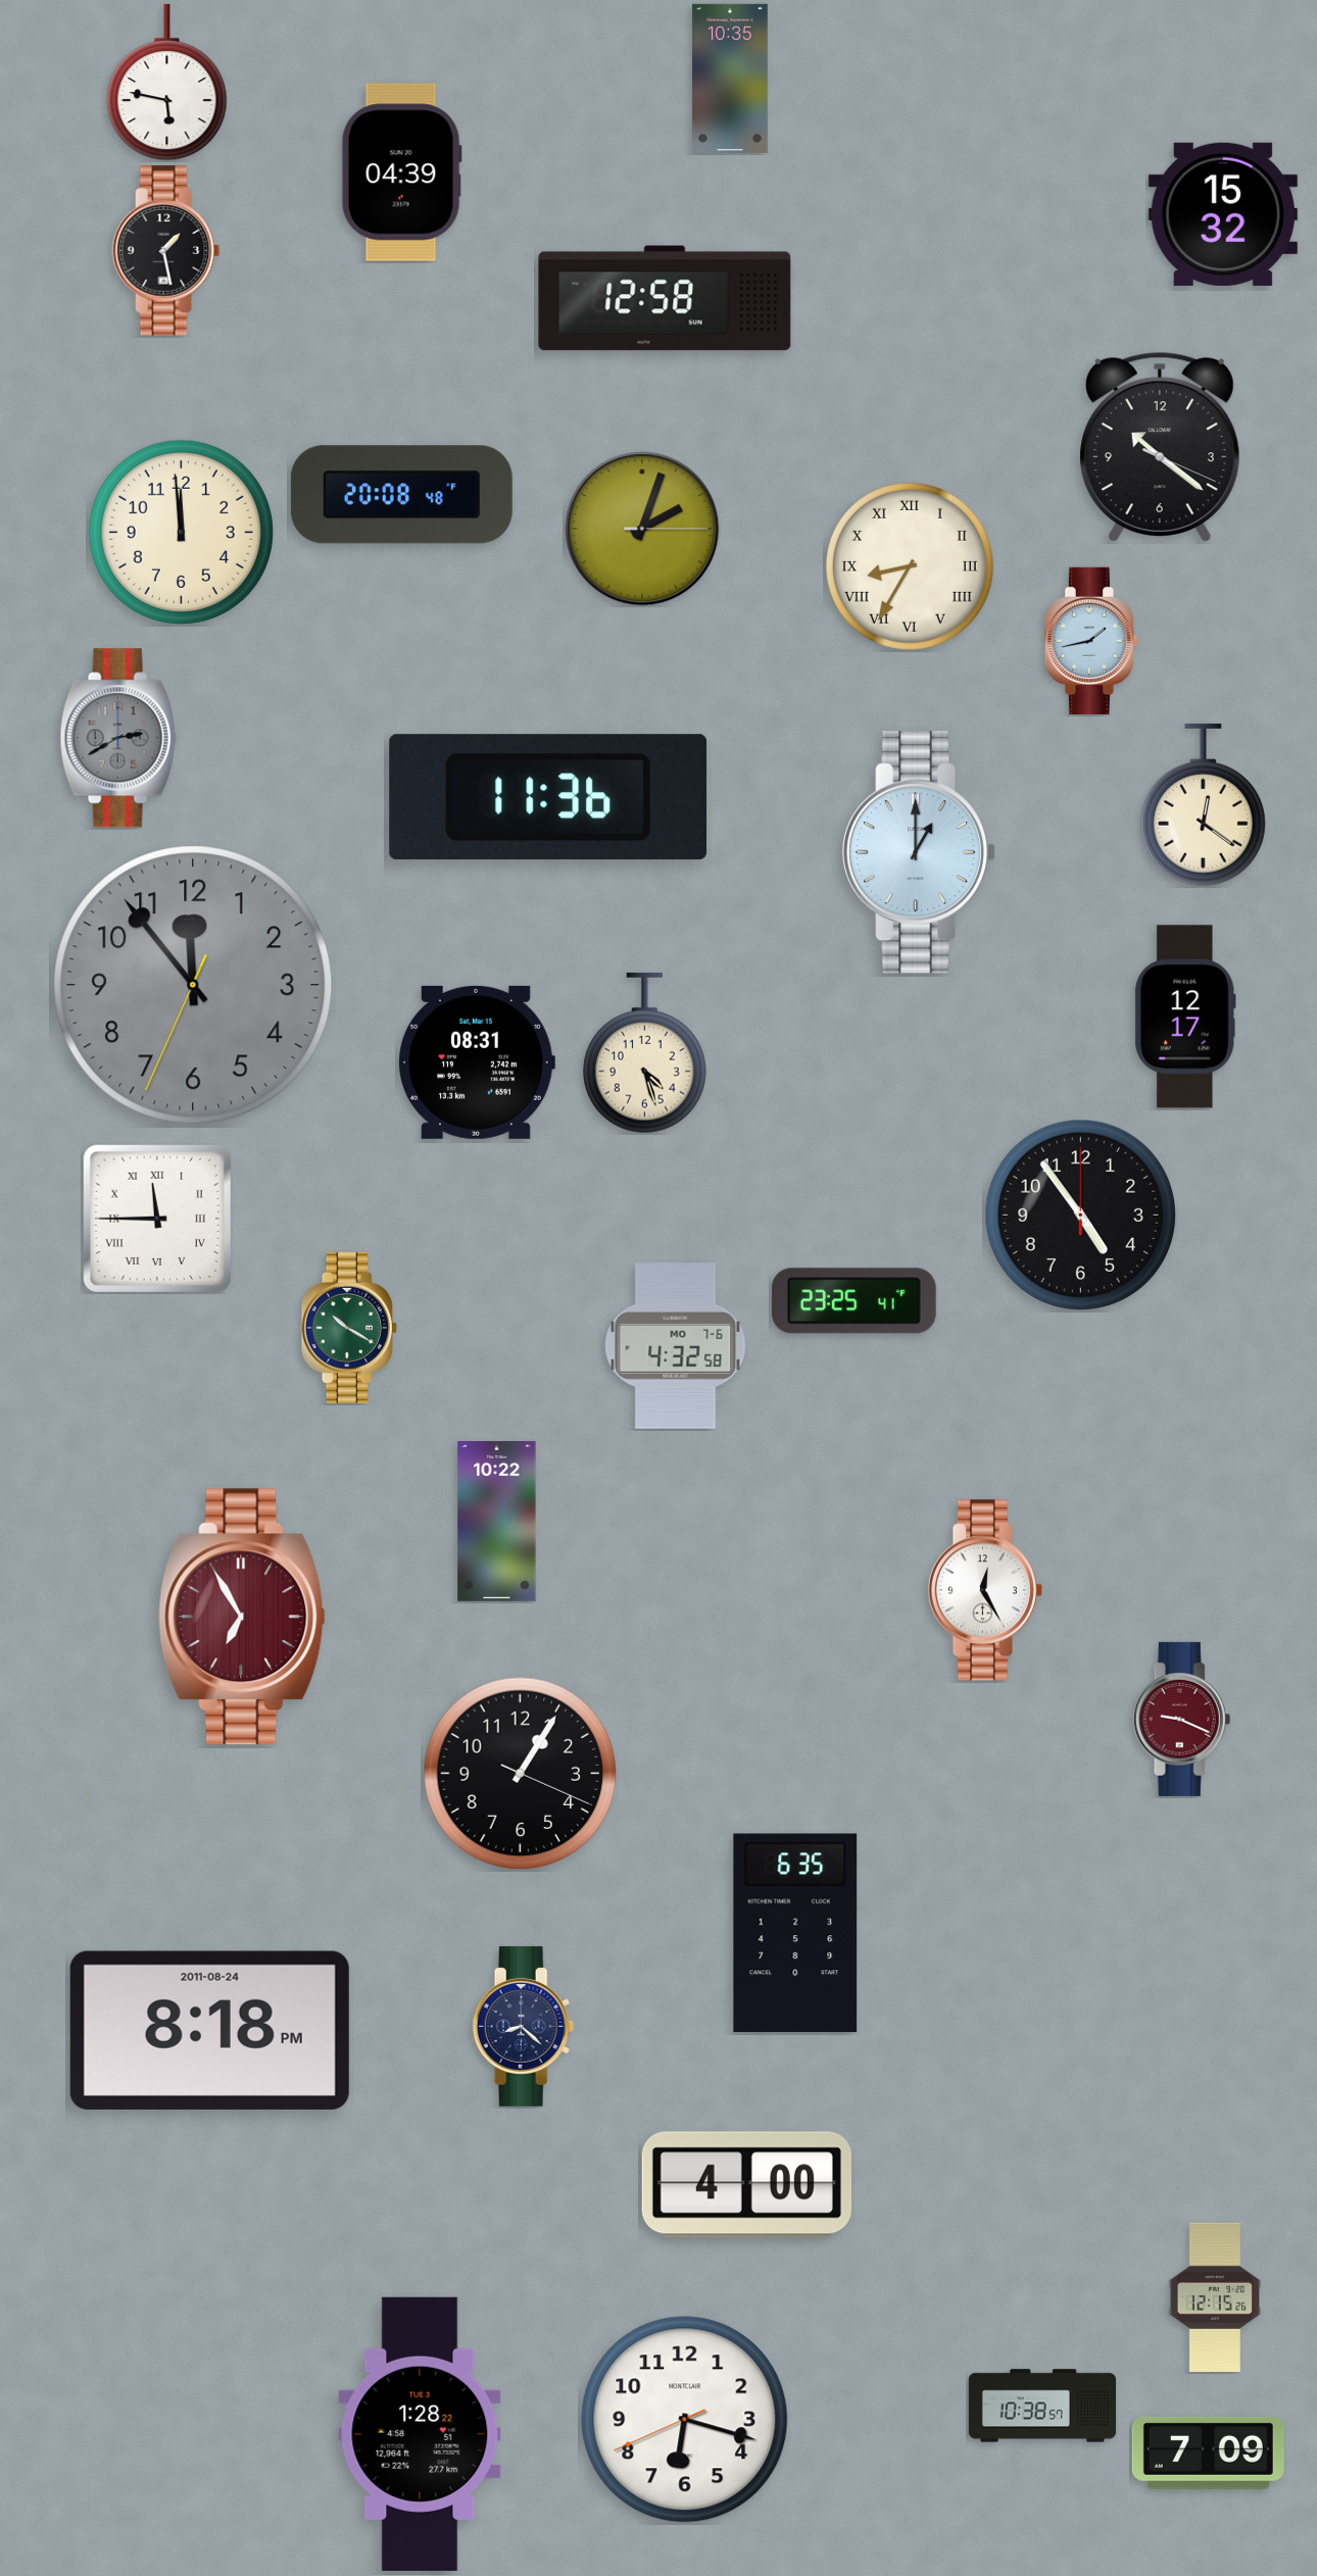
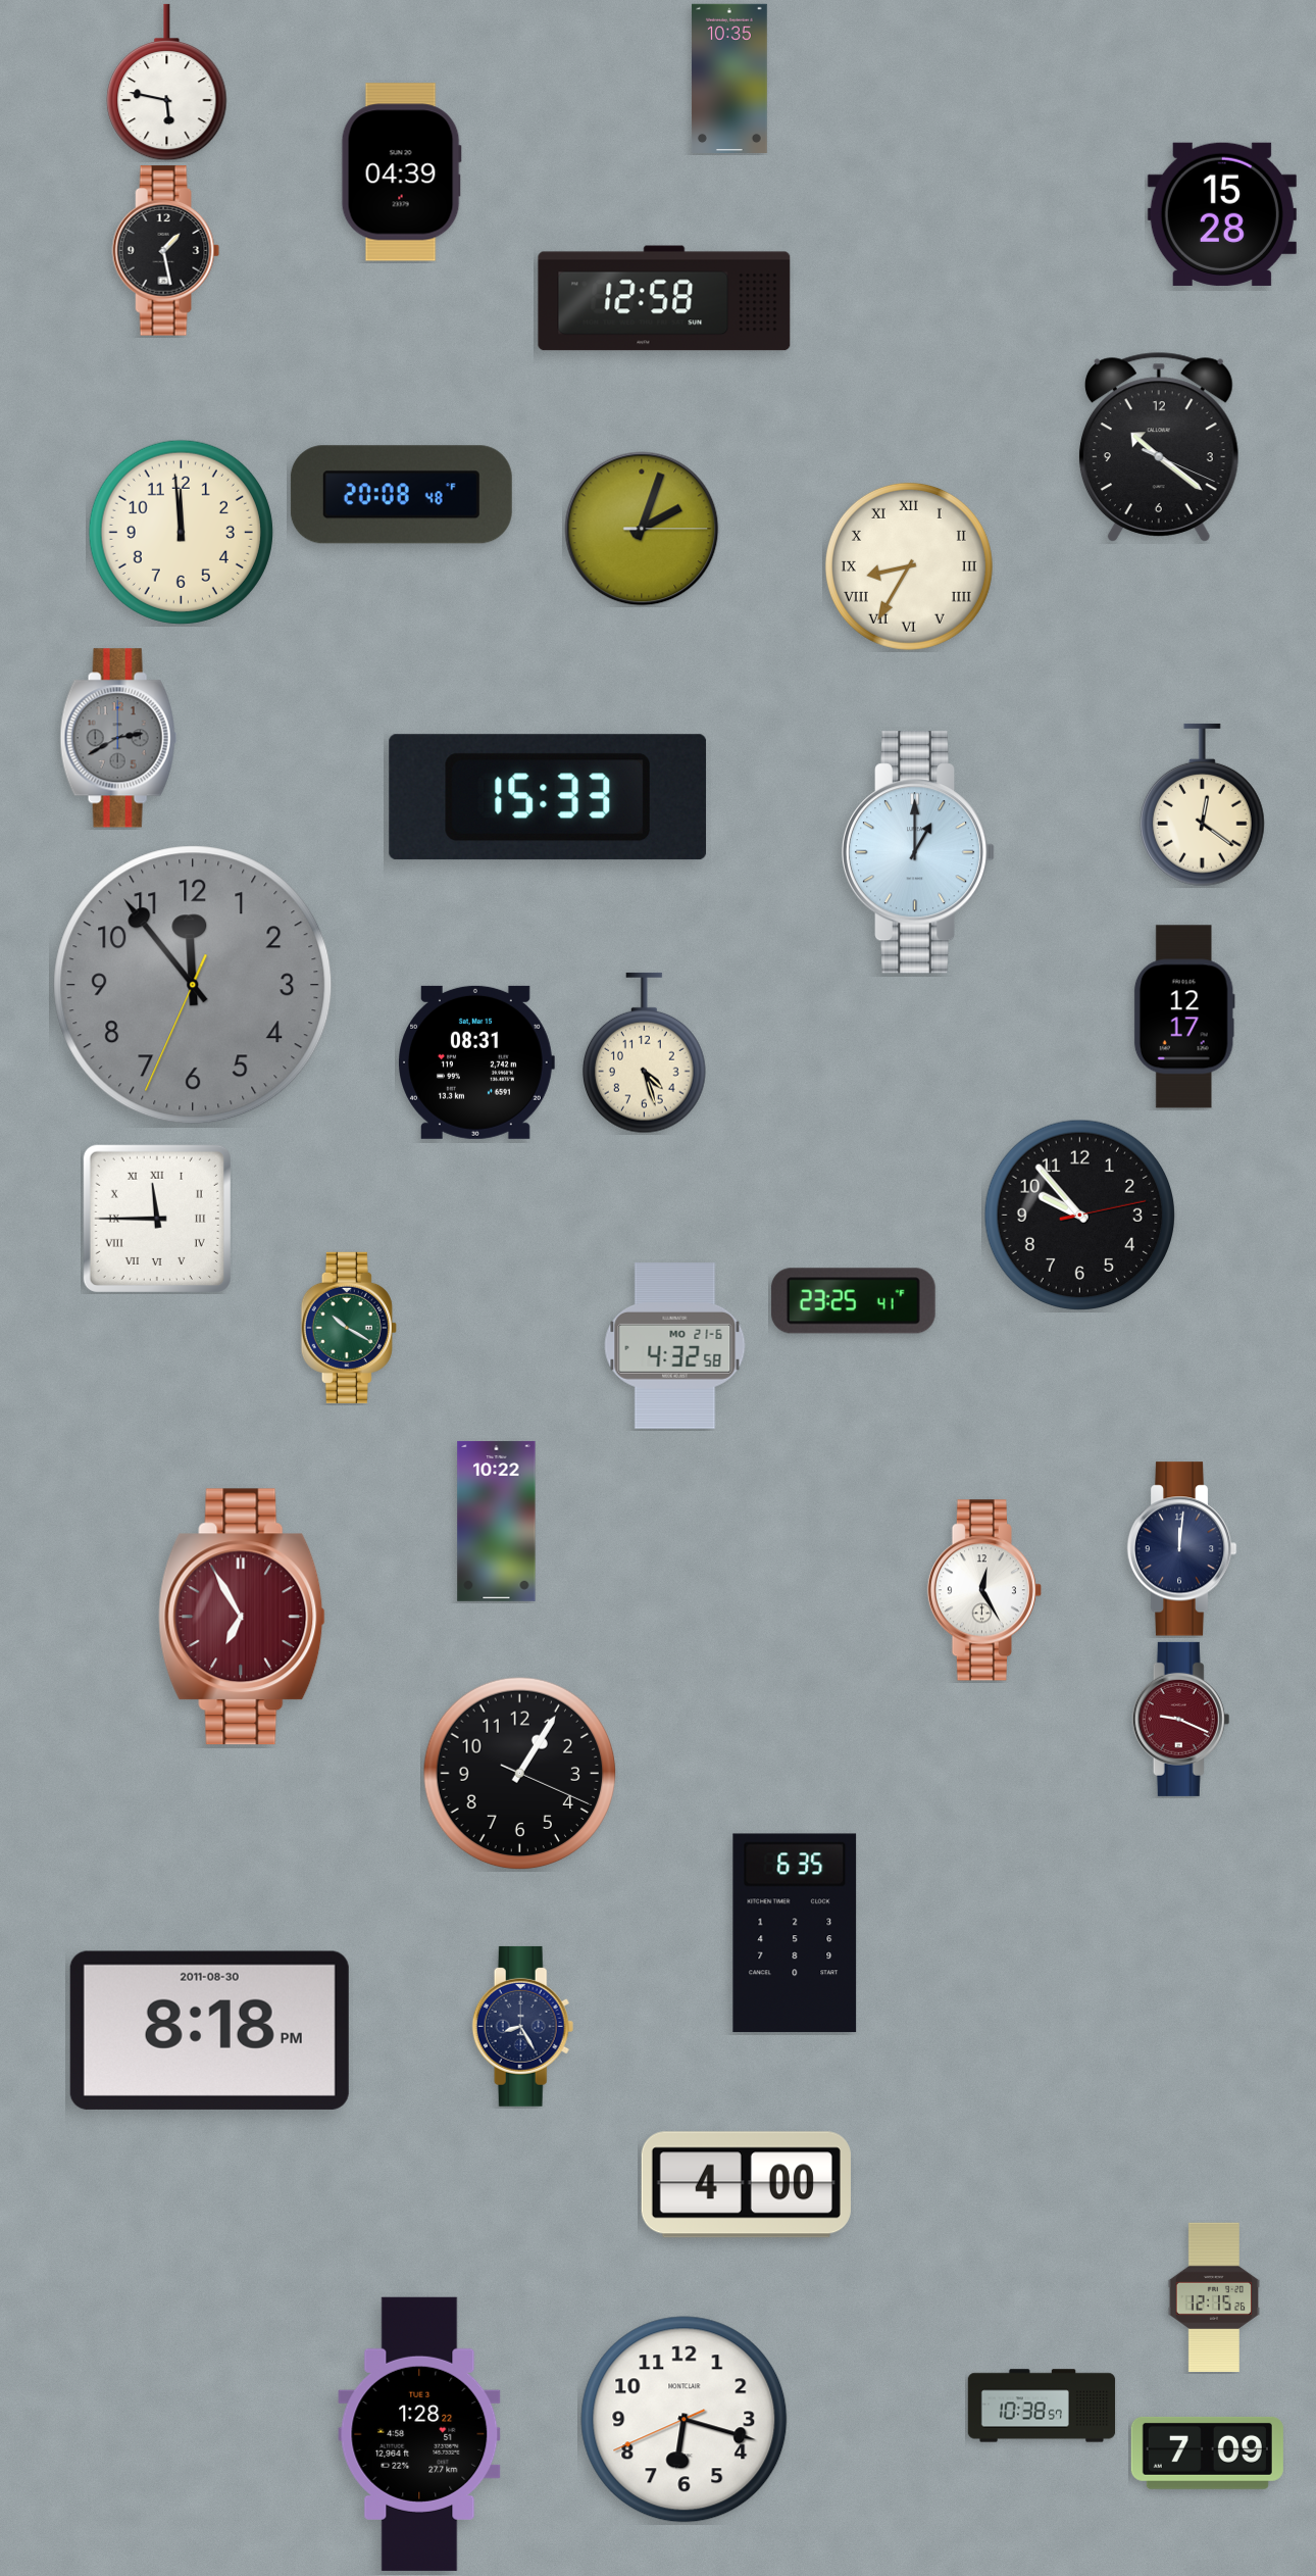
clock at (1223, 214): 15:32 -> 15:28
clock at (1091, 641): 1:43 -> none
clock at (548, 797): 11:36 -> 15:33
clock at (1081, 1216): 4:54 -> 9:53
clock at (676, 1346) date: MO 7-6 -> MO 21-6
clock at (1181, 1549): none -> 12:01
clock at (524, 2026): 8:22 -> 8:25
clock at (209, 2030) date: 2011-08-24 -> 2011-08-30
